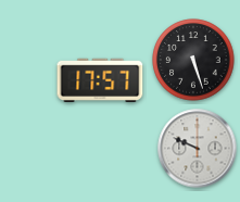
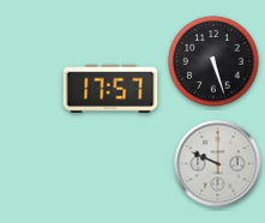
clock at (193, 60) position: (193, 60) -> (213, 61)
